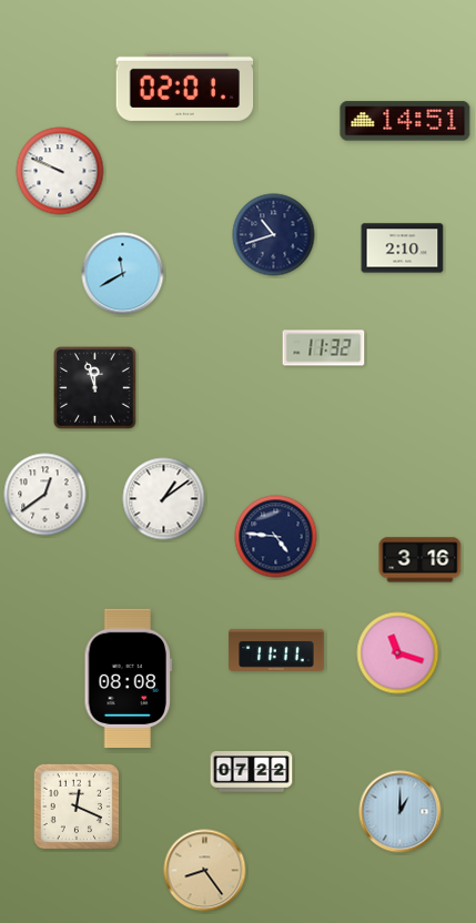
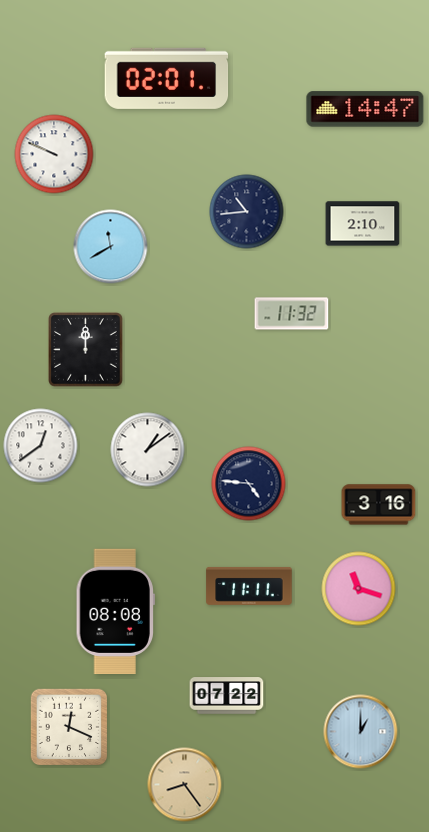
clock at (405, 121): 14:51 -> 14:47
clock at (274, 235): 10:42 -> 10:44
clock at (95, 388): 11:57 -> 12:00
